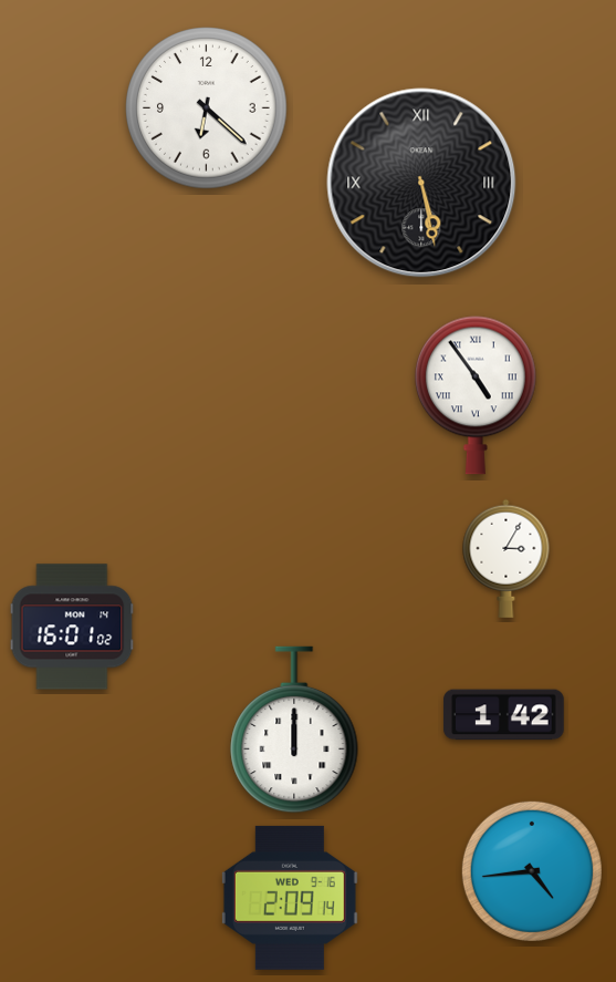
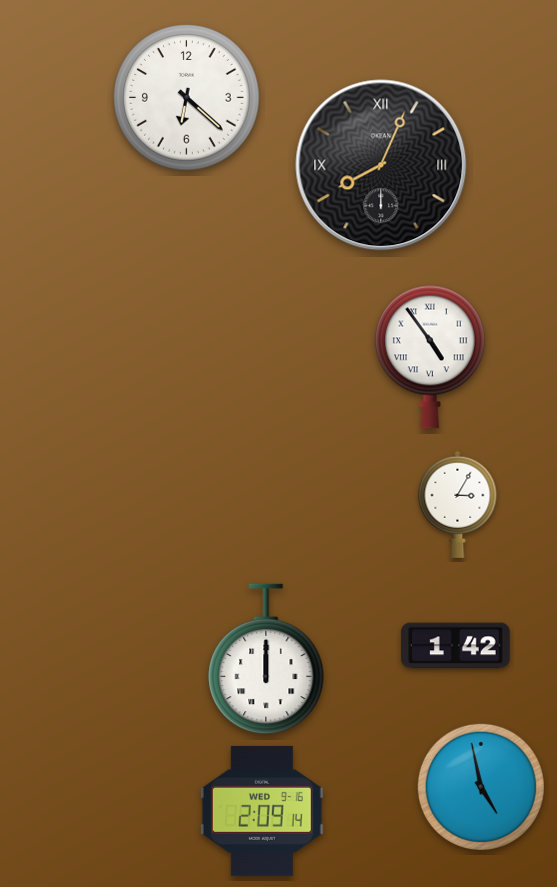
clock at (421, 183): 5:28 -> 8:04
clock at (72, 627): 16:01 -> none
clock at (532, 871): 4:44 -> 4:58
